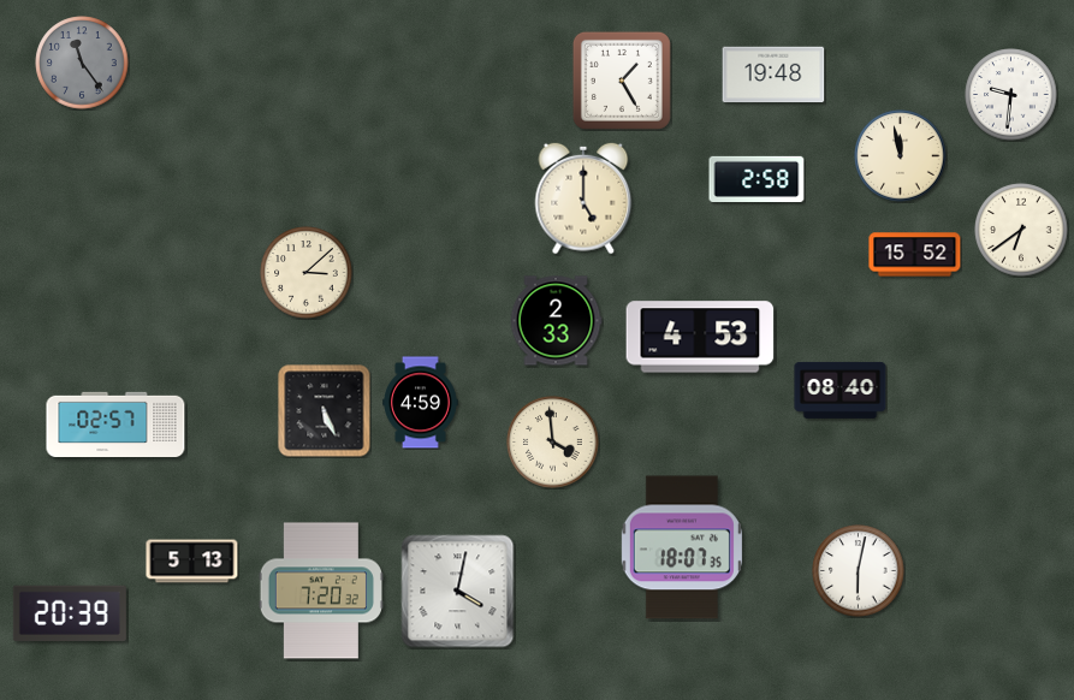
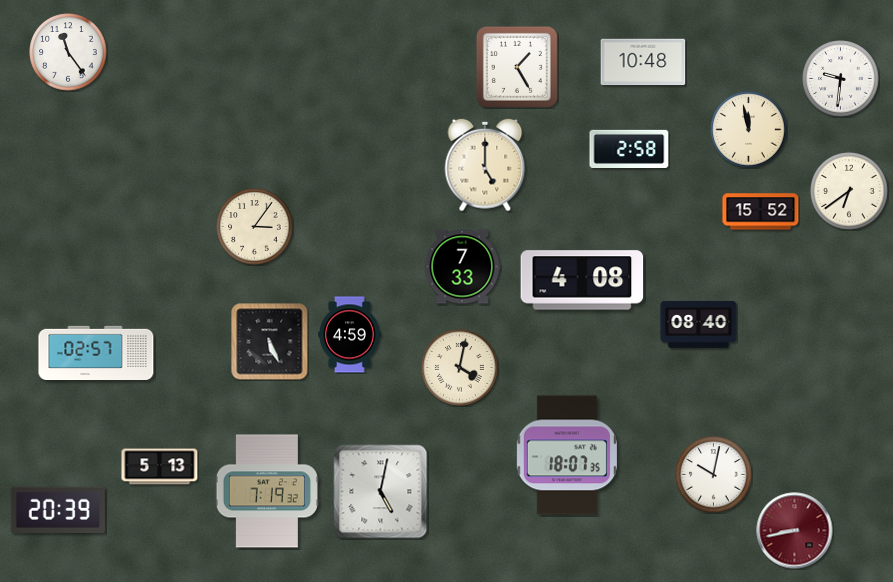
clock at (82, 63) dial: grey -> white
clock at (773, 75): 19:48 -> 10:48
clock at (307, 273): 3:08 -> 3:06
clock at (556, 321): 2:33 -> 7:33
clock at (700, 337): 4:53 -> 4:08
clock at (553, 443): 3:59 -> 4:02
clock at (859, 571): 6:02 -> 10:02
clock at (321, 591): 7:20 -> 7:19
clock at (458, 592): 4:02 -> 5:02
clock at (795, 531): none -> 8:43
